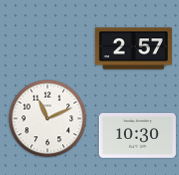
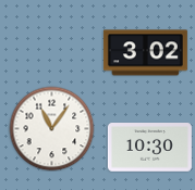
clock at (133, 49): 2:57 -> 3:02
clock at (47, 118): 11:11 -> 11:06
